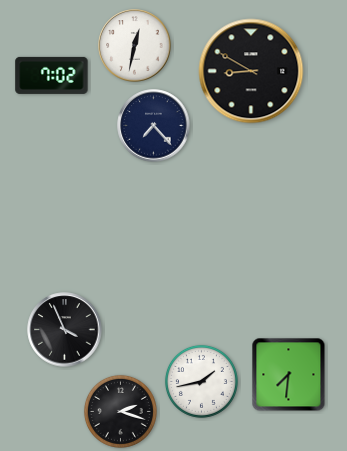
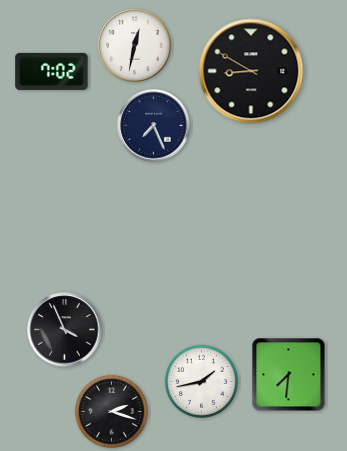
clock at (52, 75) position: (52, 75) -> (52, 71)
clock at (154, 126): 7:23 -> 7:26
clock at (120, 411) position: (120, 411) -> (111, 411)
